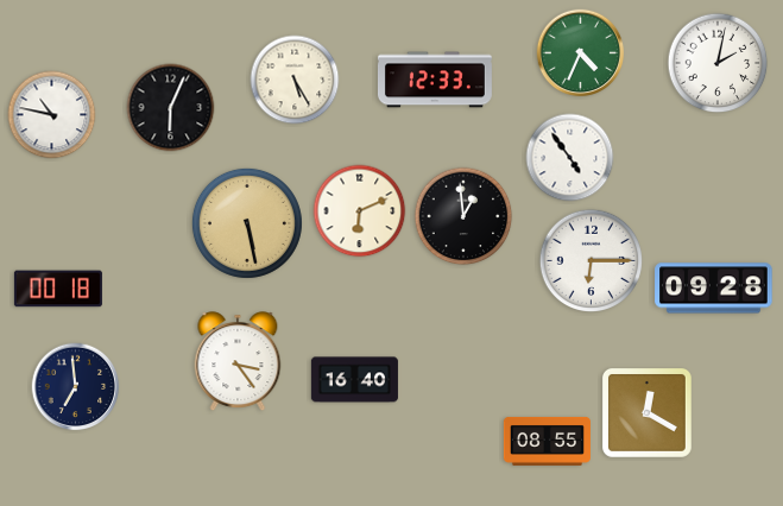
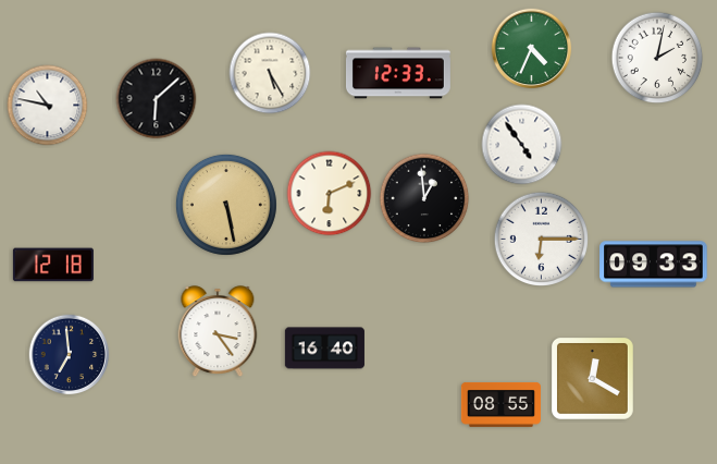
clock at (171, 108): 6:04 -> 6:08
clock at (58, 289): 00:18 -> 12:18
clock at (714, 289): 09:28 -> 09:33
